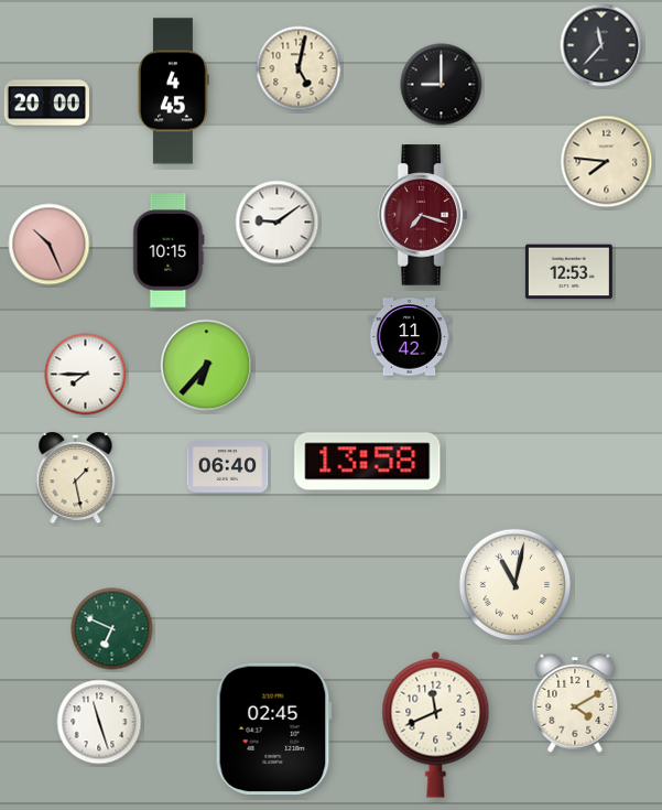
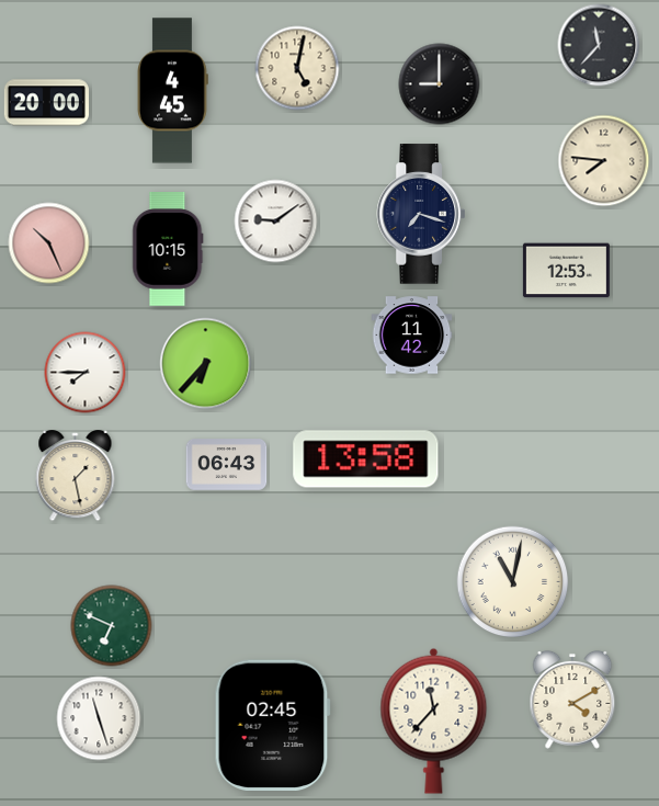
clock at (422, 215) dial: burgundy -> navy
clock at (410, 337) position: (410, 337) -> (412, 336)
clock at (228, 467): 06:40 -> 06:43
clock at (436, 724): 11:41 -> 11:37
